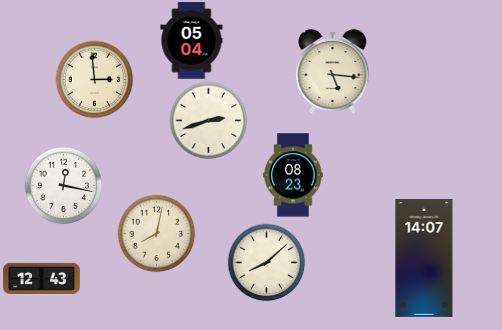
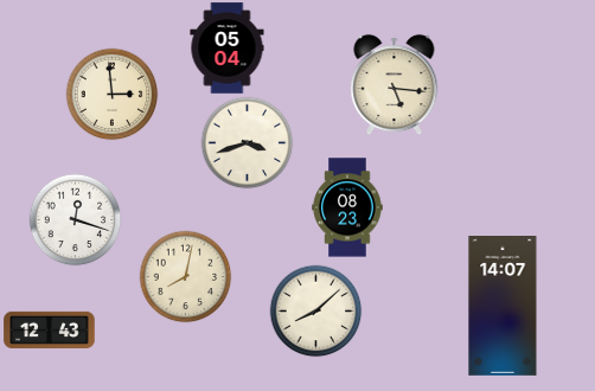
clock at (208, 120): 2:42 -> 3:42
clock at (63, 185): 12:17 -> 12:18
